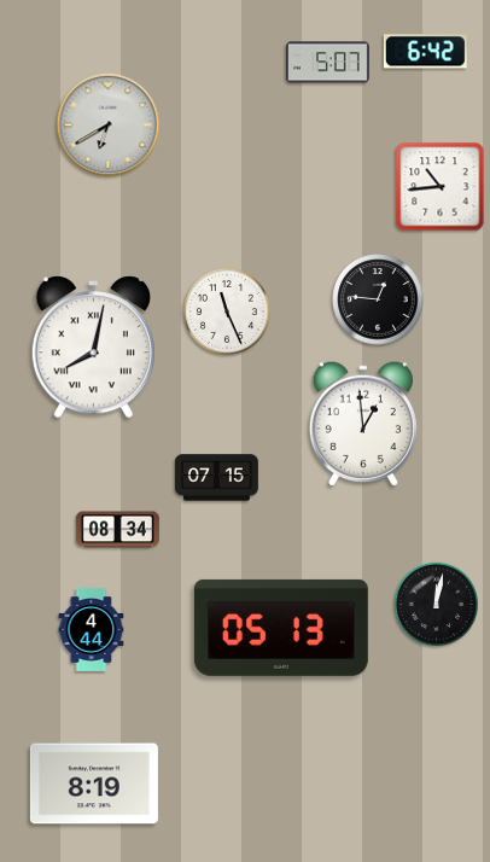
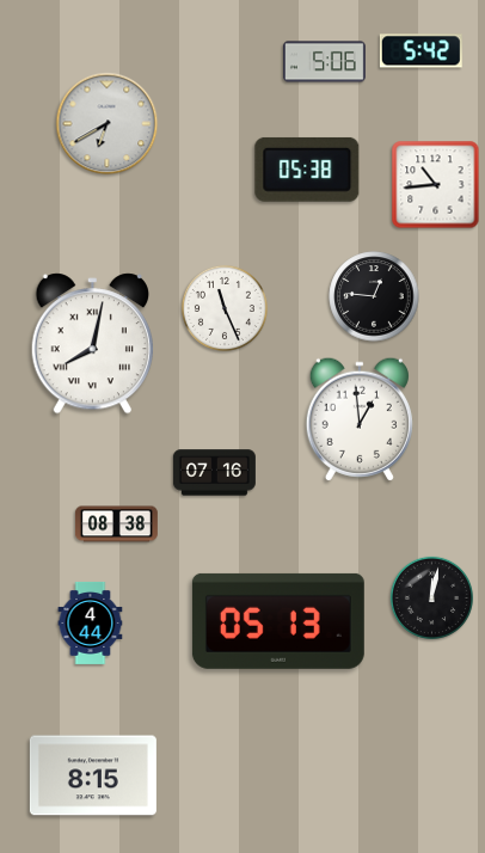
clock at (425, 52): 6:42 -> 5:42
clock at (327, 63): 5:07 -> 5:06
clock at (307, 170): none -> 05:38
clock at (216, 478): 07:15 -> 07:16
clock at (117, 530): 08:34 -> 08:38
clock at (94, 784): 8:19 -> 8:15
